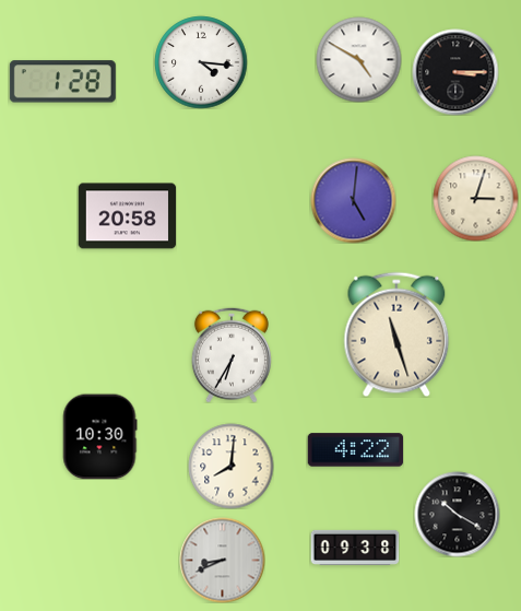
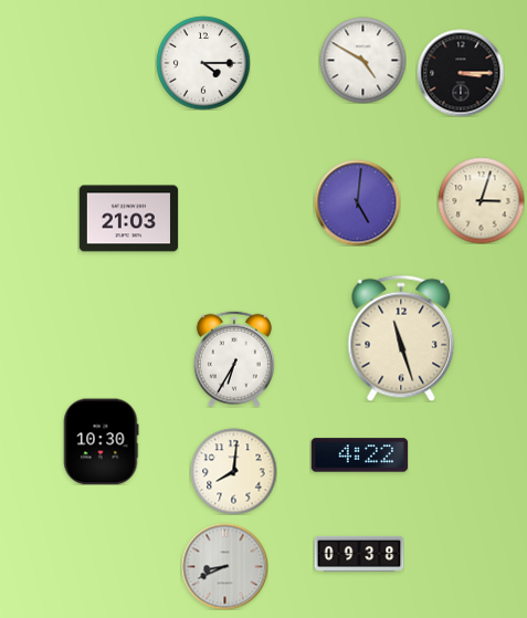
clock at (201, 62): 4:16 -> 4:15
clock at (62, 82): 1:28 -> none
clock at (127, 216): 20:58 -> 21:03
clock at (457, 514): 10:20 -> none
